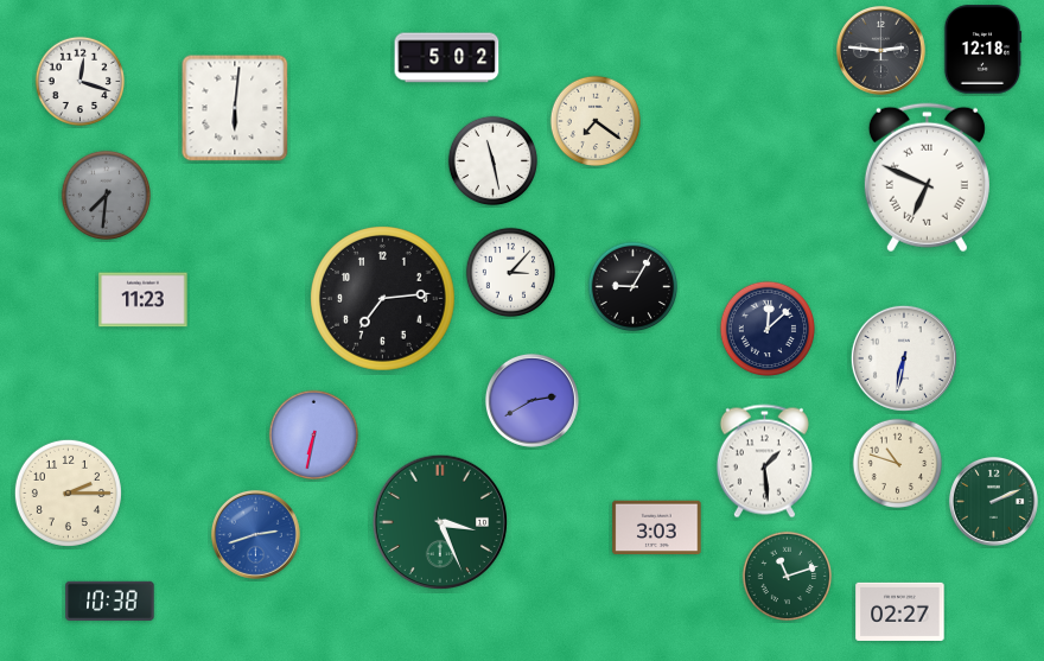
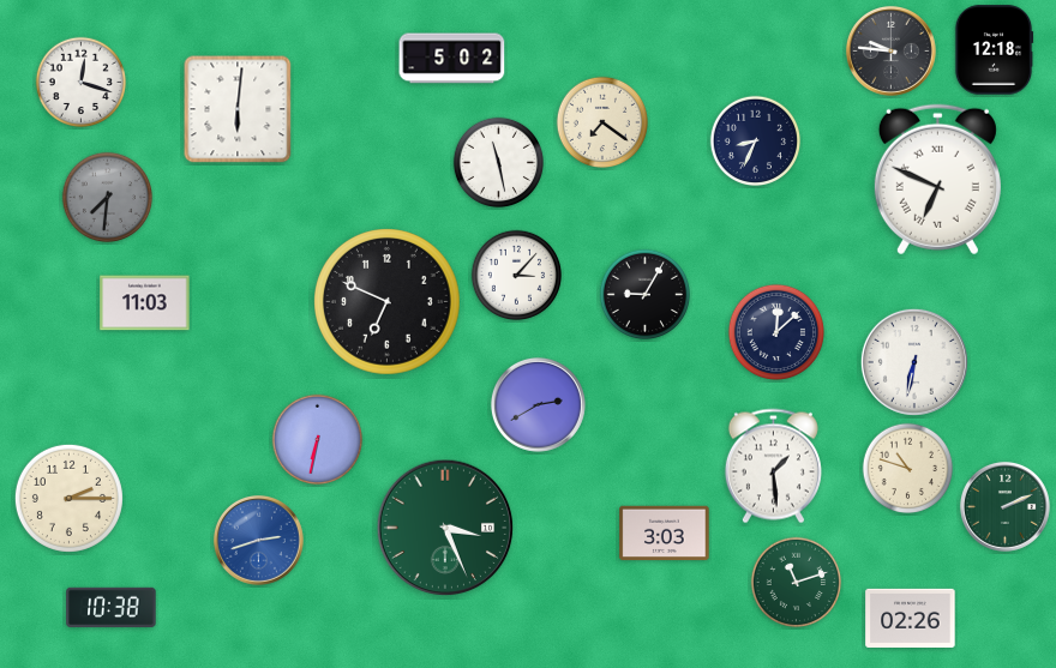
clock at (880, 50): 2:46 -> 9:46
clock at (756, 142): none -> 8:34
clock at (634, 287) position: (634, 287) -> (646, 295)
clock at (383, 299): 7:14 -> 6:49
clock at (144, 300): 11:23 -> 11:03
clock at (900, 611): 02:27 -> 02:26
